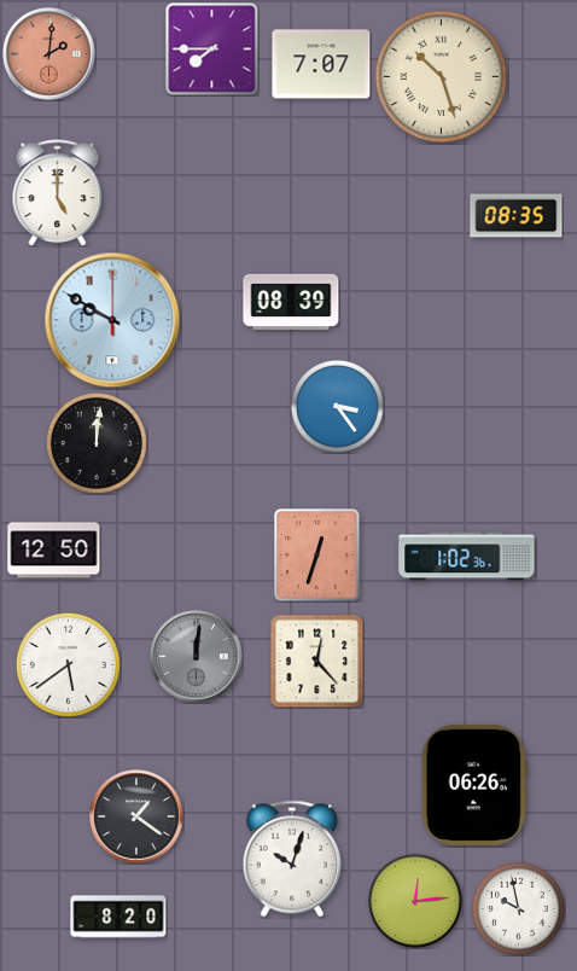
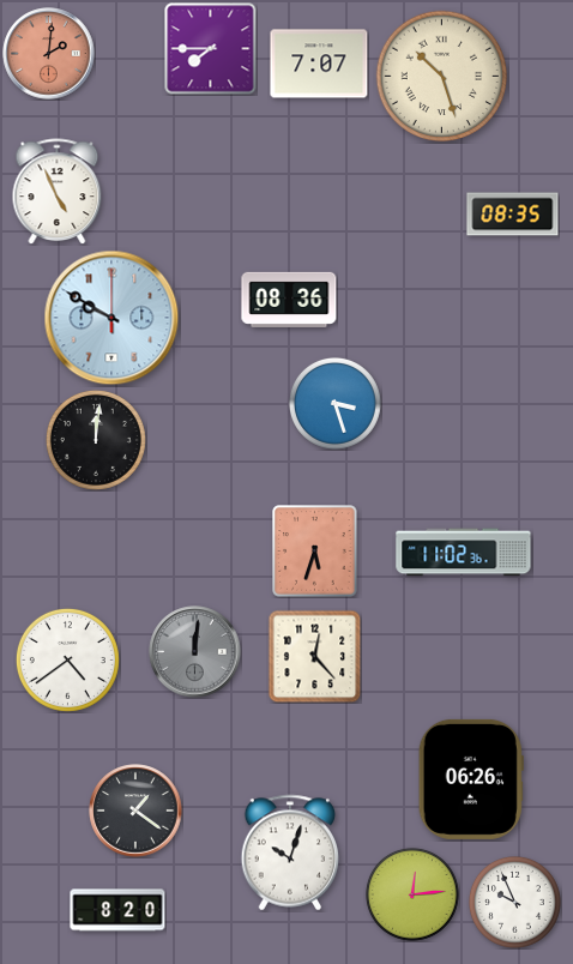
clock at (442, 77) position: (442, 77) -> (442, 77)
clock at (58, 193): 5:00 -> 4:56
clock at (291, 302): 08:39 -> 08:36
clock at (337, 406): 3:24 -> 3:27
clock at (54, 551): 12:50 -> none
clock at (317, 556): 12:33 -> 5:33
clock at (467, 557): 1:02 -> 11:02
clock at (68, 664): 5:39 -> 4:39
clock at (518, 908): 9:58 -> 9:56
